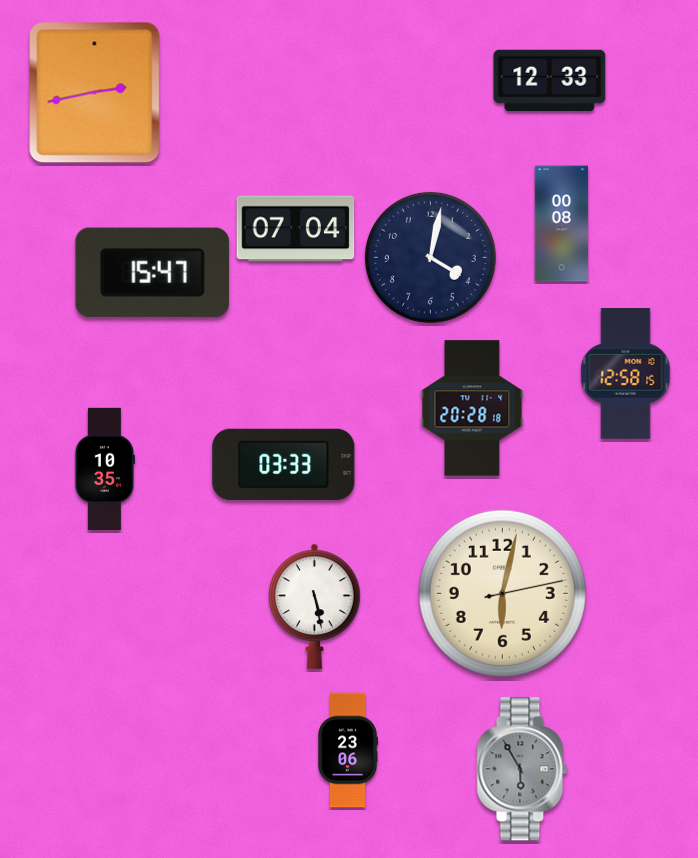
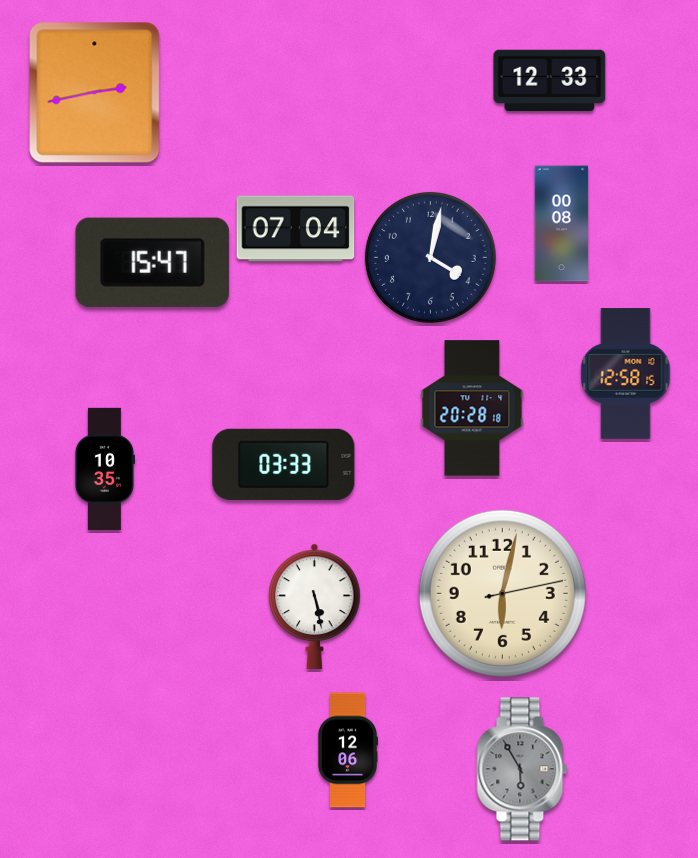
clock at (152, 272) position: (152, 272) -> (152, 262)
clock at (348, 750): 23:06 -> 12:06
